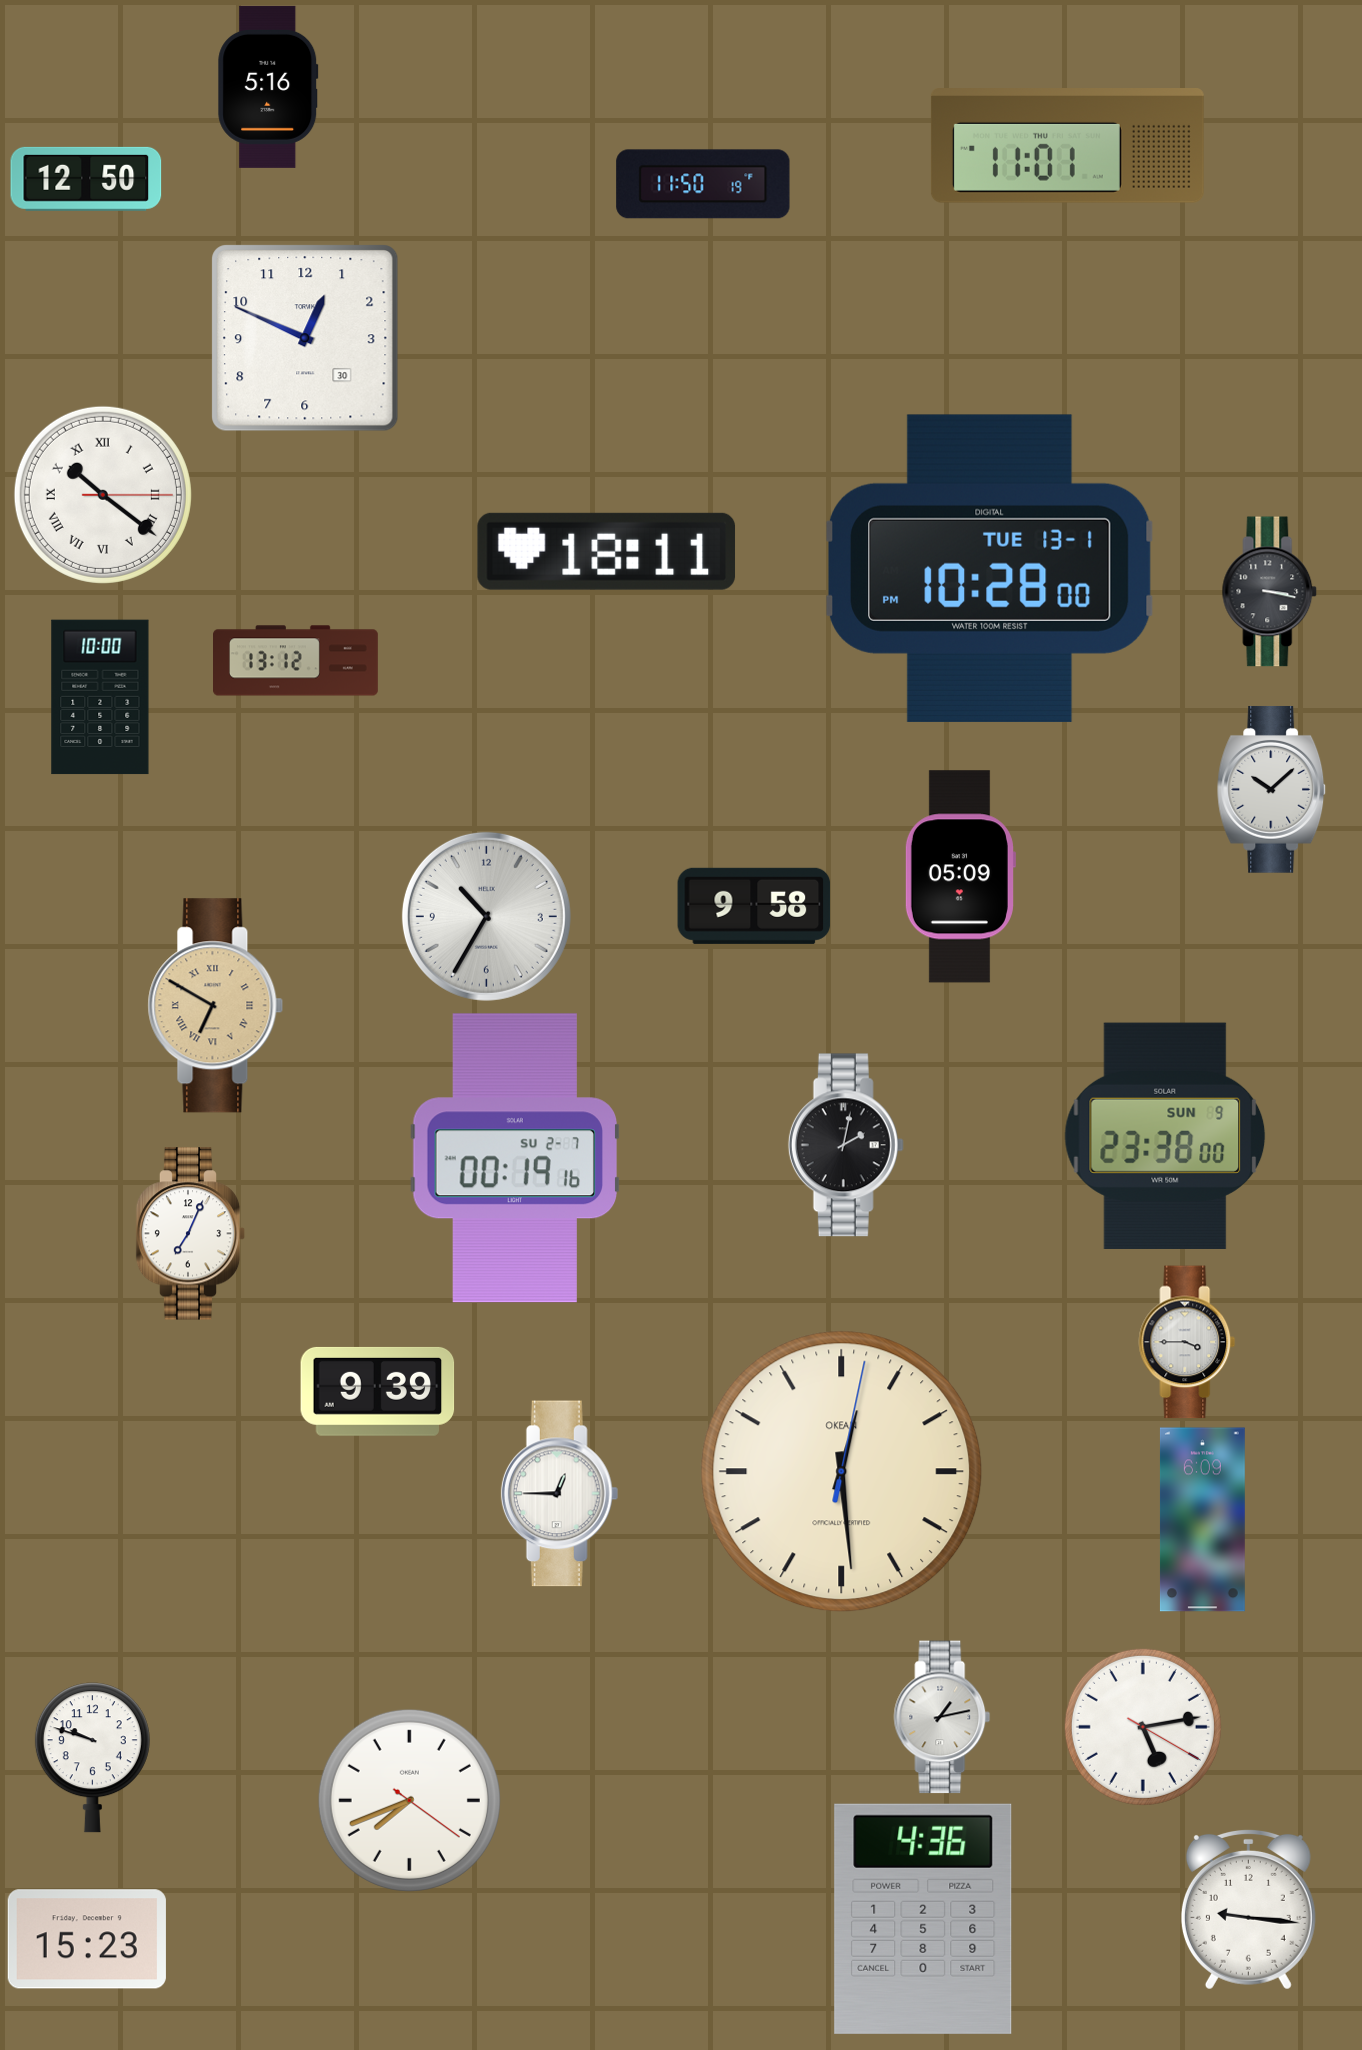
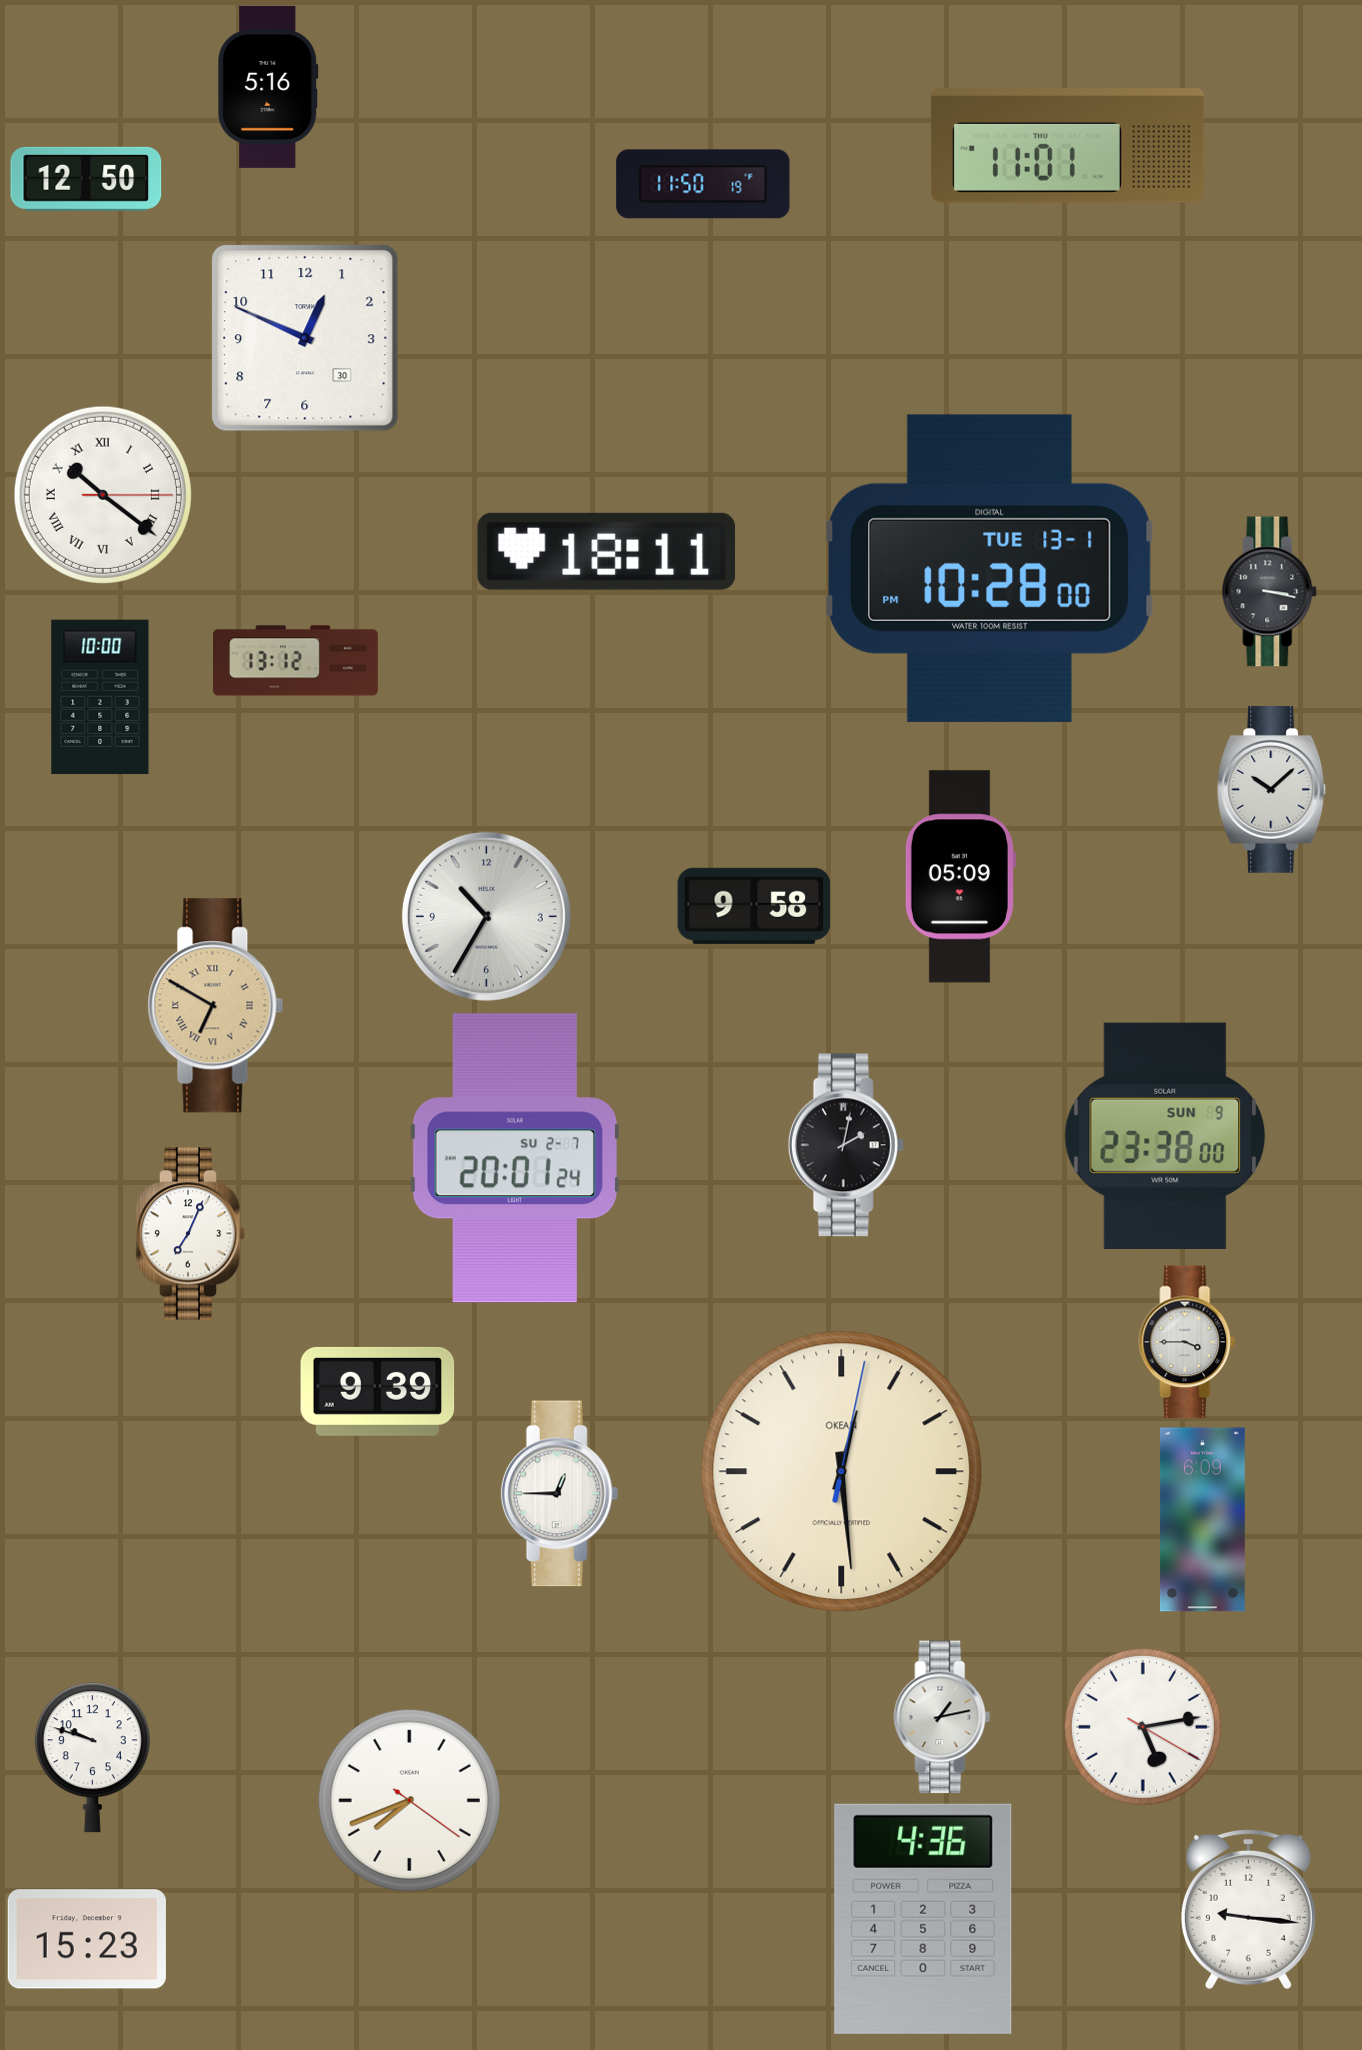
clock at (515, 1158): 00:19 -> 20:01
